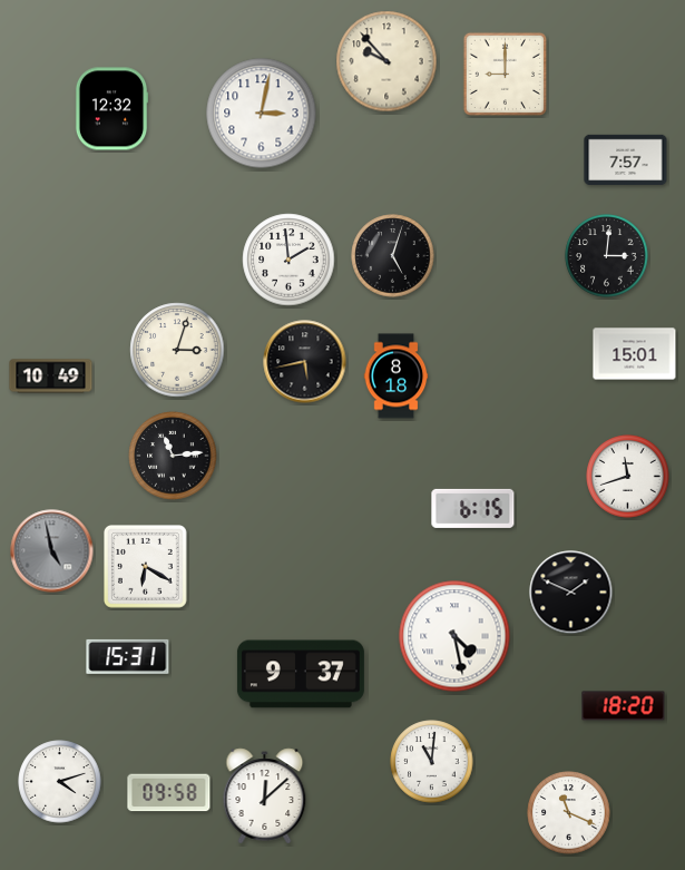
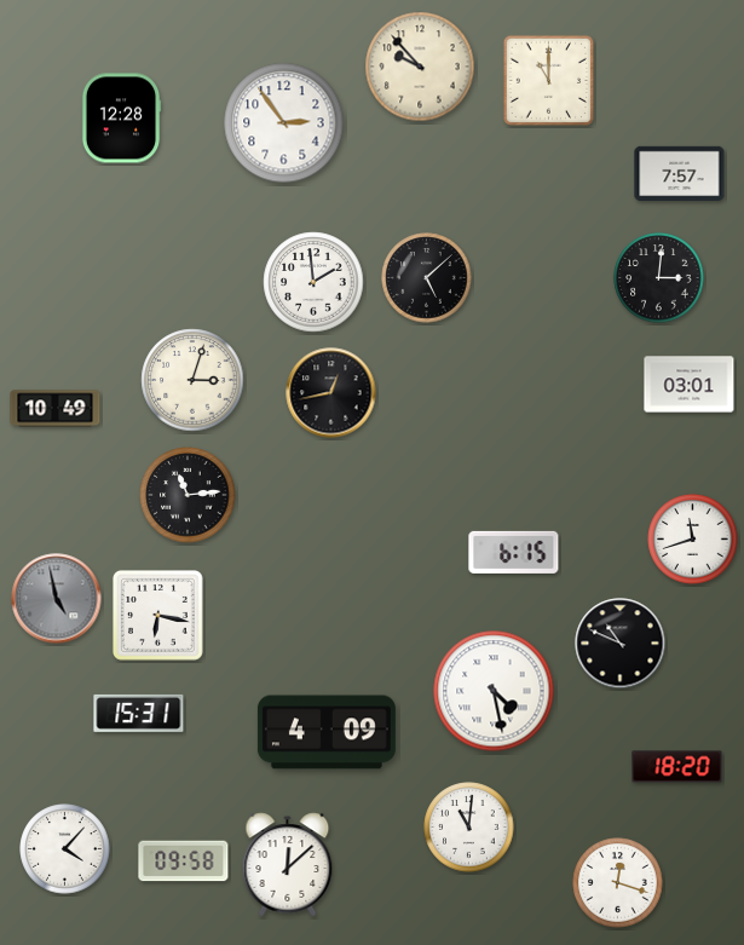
clock at (506, 75): 9:00 -> 11:00
clock at (111, 109): 12:32 -> 12:28
clock at (262, 114): 3:02 -> 2:54
clock at (393, 256): 5:03 -> 5:08
clock at (635, 354): 15:01 -> 03:01
clock at (305, 362): 5:43 -> 12:43
clock at (397, 377): 8:18 -> none
clock at (628, 477) position: (628, 477) -> (693, 540)
clock at (146, 567): 6:20 -> 6:17
clock at (571, 593): 1:49 -> 10:49
clock at (301, 674): 9:37 -> 4:09
clock at (60, 782): 4:12 -> 4:07
clock at (569, 813): 11:19 -> 12:18
